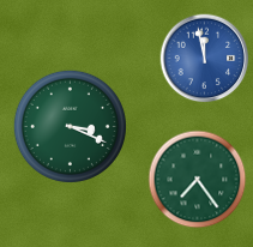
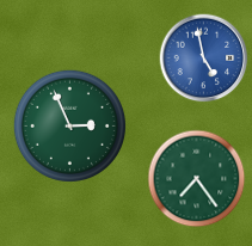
clock at (205, 59): 11:58 -> 4:58
clock at (70, 126): 3:19 -> 2:56
